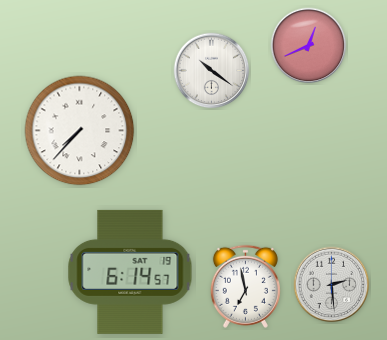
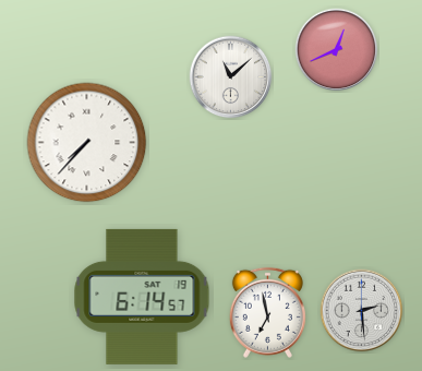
clock at (212, 71): 10:21 -> 11:08
